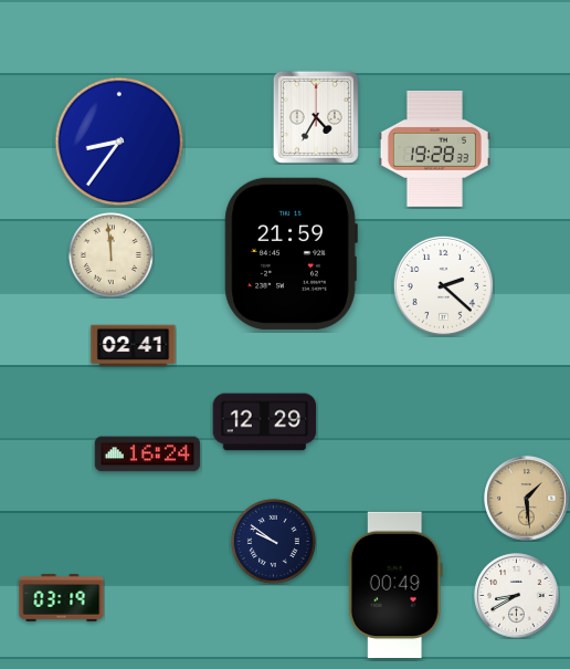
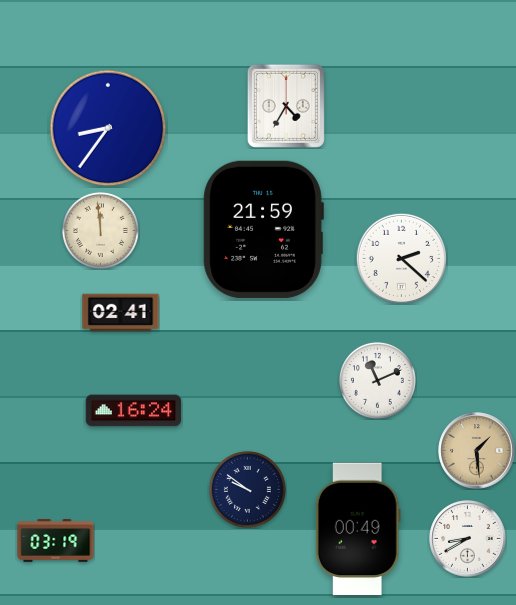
clock at (434, 149): 19:28 -> none
clock at (377, 380): none -> 11:11
clock at (265, 422): 12:29 -> none
